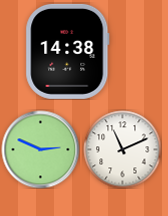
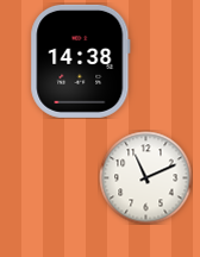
clock at (40, 149): 2:49 -> none
